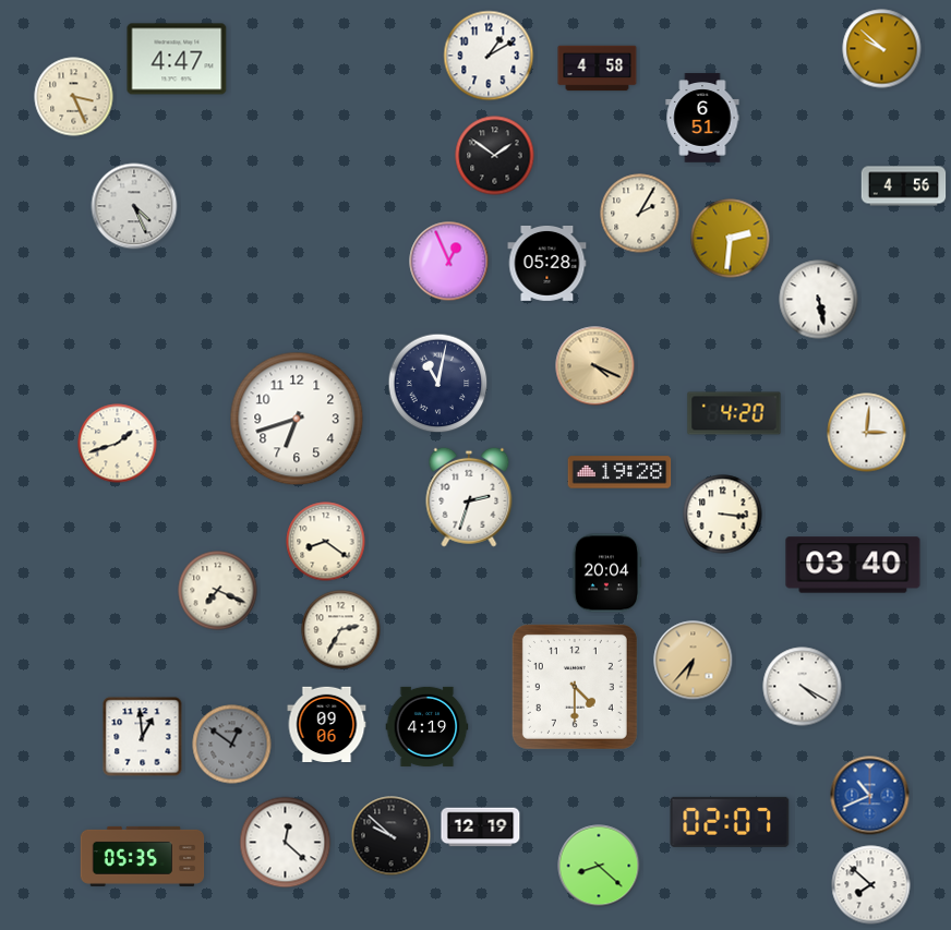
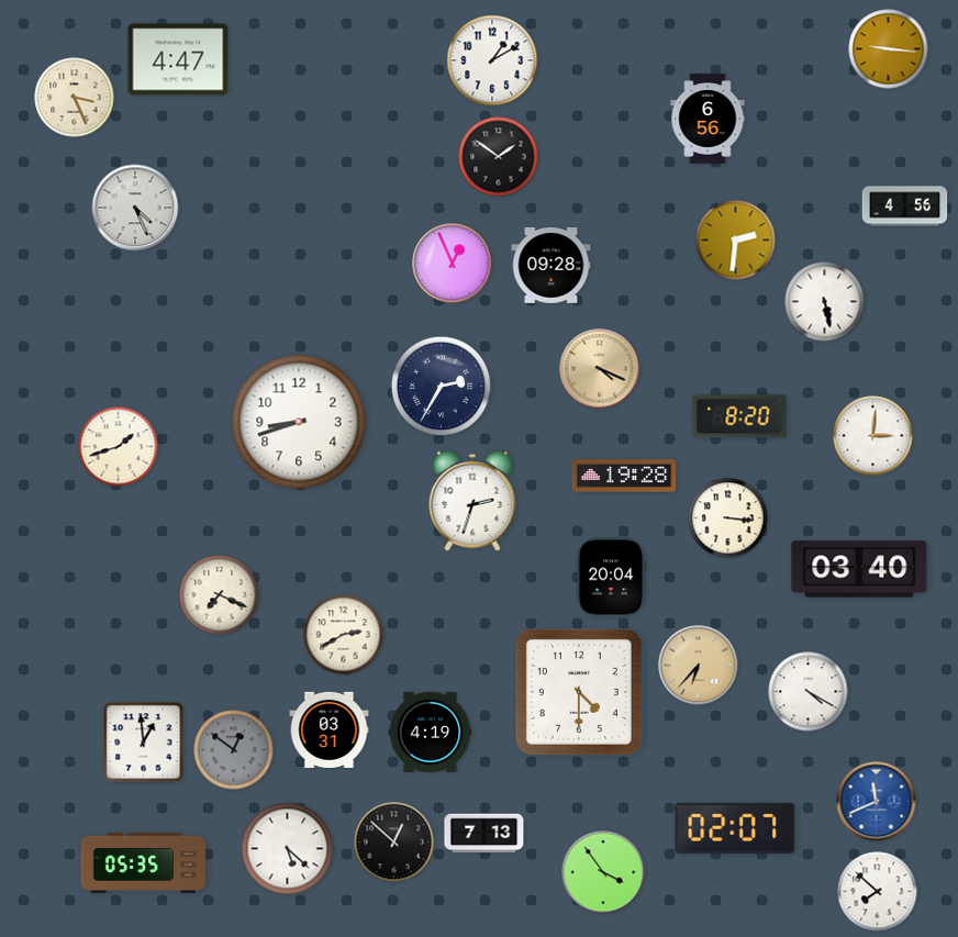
clock at (882, 49): 9:52 -> 9:16
clock at (489, 56) position: (489, 56) -> (492, 60)
clock at (598, 69): 4:58 -> none
clock at (702, 118): 6:51 -> 6:56
clock at (904, 186) position: (904, 186) -> (905, 207)
clock at (640, 214): 2:05 -> none
clock at (547, 263): 05:28 -> 09:28
clock at (438, 384): 11:02 -> 2:35
clock at (734, 413): 4:20 -> 8:20
clock at (297, 419): 6:42 -> 8:42
clock at (326, 542): 8:21 -> none
clock at (341, 630): 2:35 -> 2:40
clock at (327, 724): 09:06 -> 03:31
clock at (870, 796): 10:41 -> 11:41
clock at (481, 828): 12:19 -> 7:13
clock at (392, 836): 9:52 -> 12:52
clock at (286, 843): 12:22 -> 5:22
clock at (599, 866): 8:22 -> 3:54
